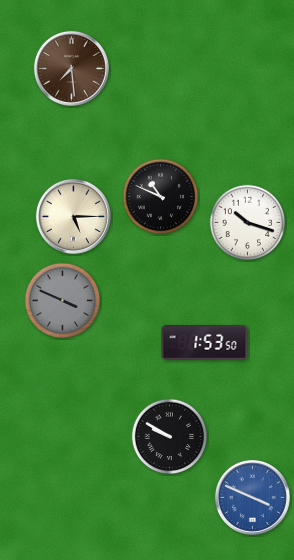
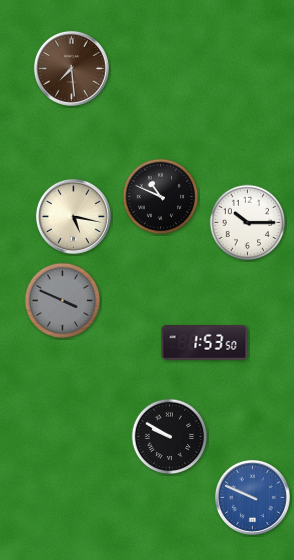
clock at (73, 216): 5:15 -> 5:17
clock at (248, 223): 10:18 -> 10:15
clock at (252, 497): 3:49 -> 9:49
